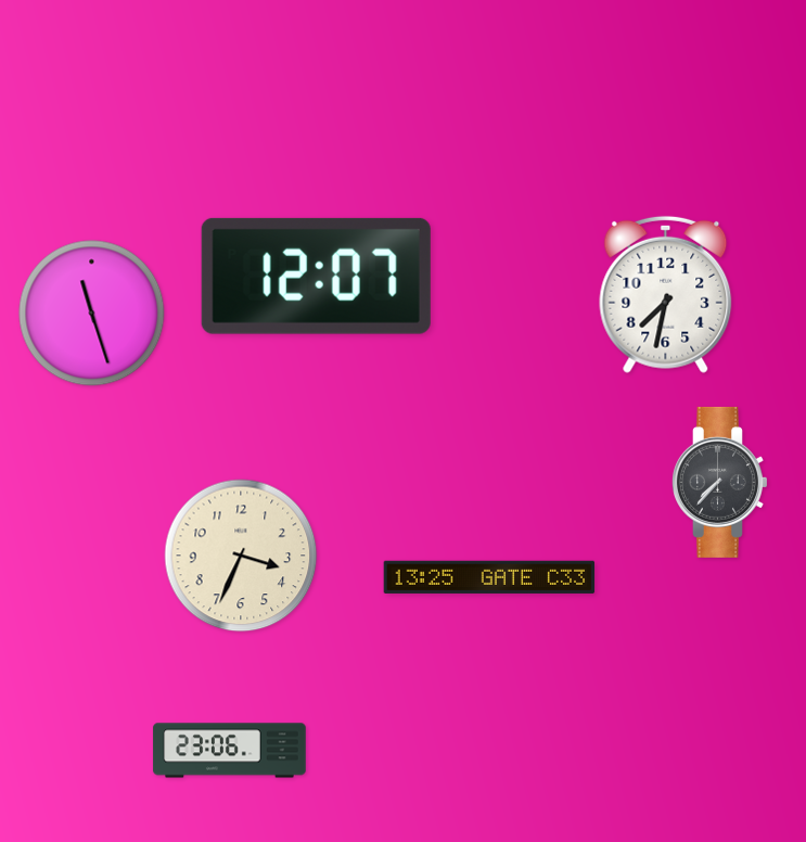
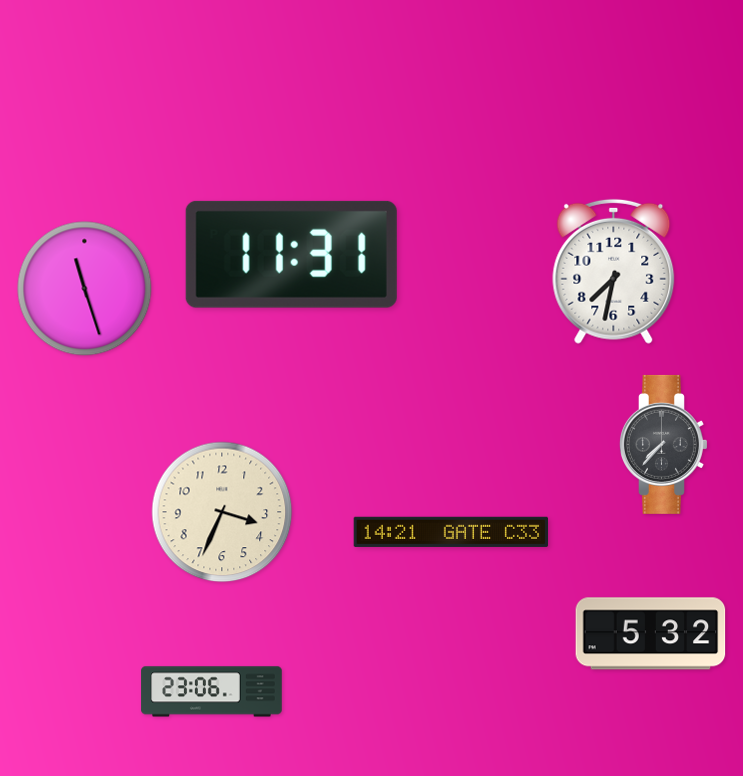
clock at (316, 276): 12:07 -> 11:31
clock at (489, 577): 13:25 -> 14:21
clock at (651, 634): none -> 5:32
